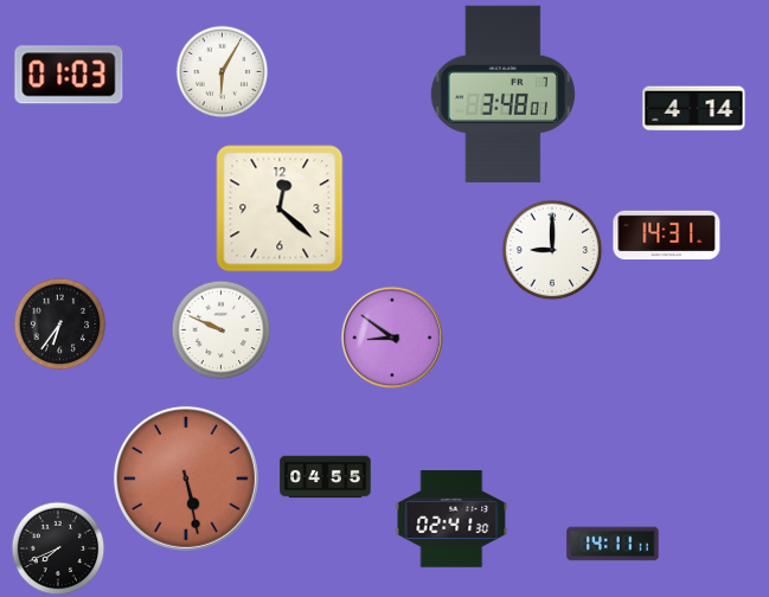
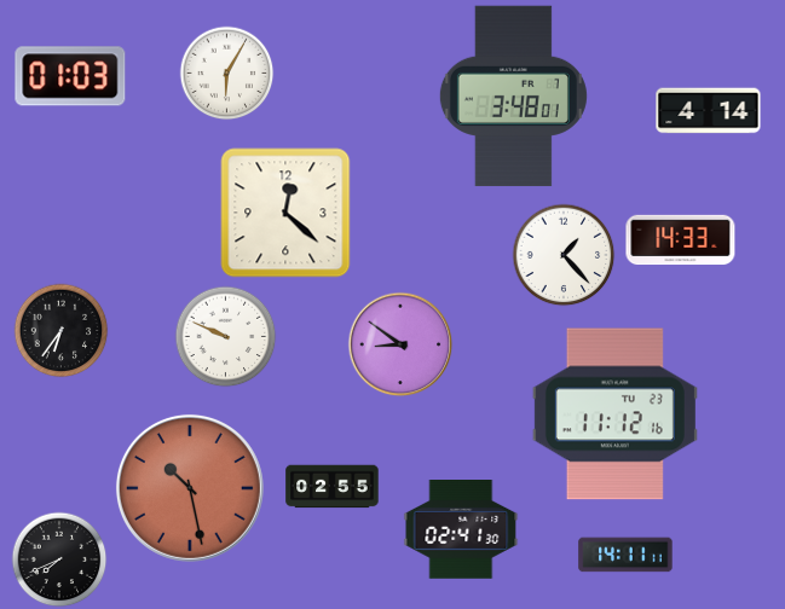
clock at (667, 236): 14:31 -> 14:33
clock at (552, 250): 9:00 -> 1:23
clock at (614, 414): none -> 11:12
clock at (326, 477): 04:55 -> 02:55
clock at (186, 479): 5:28 -> 10:28
